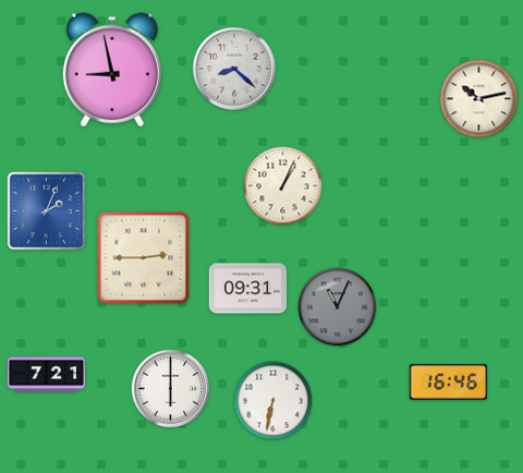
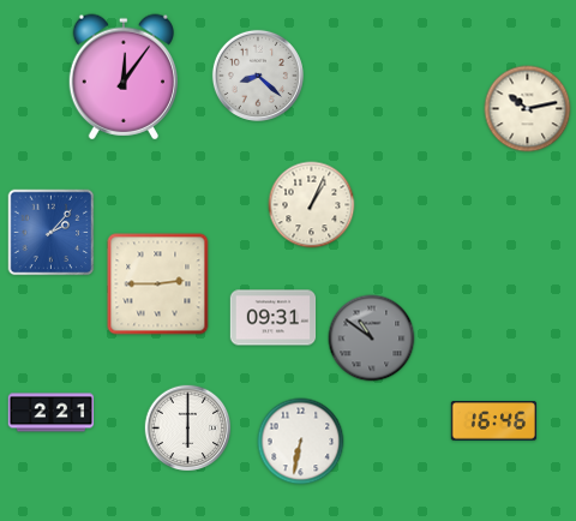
clock at (111, 70): 8:58 -> 12:06
clock at (47, 211): 2:04 -> 2:07
clock at (338, 307): 11:04 -> 10:51
clock at (47, 375): 7:21 -> 2:21
